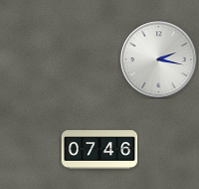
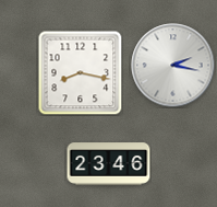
clock at (80, 72): none -> 8:17
clock at (100, 150): 07:46 -> 23:46
